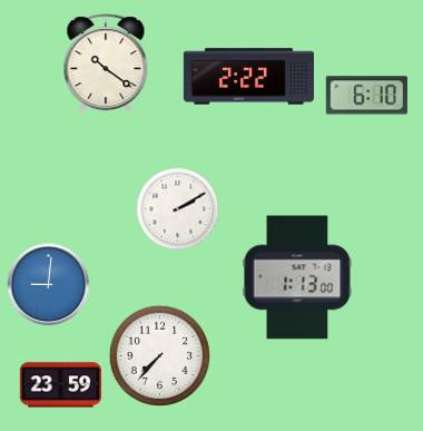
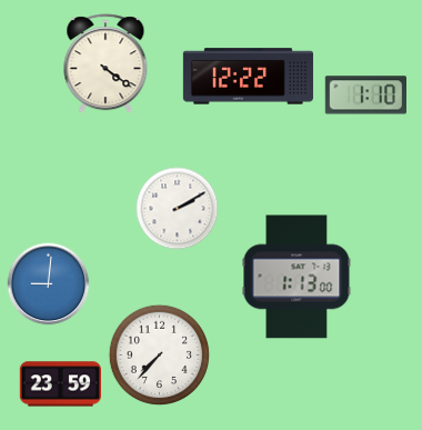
clock at (106, 65): 10:21 -> 4:21
clock at (248, 77): 2:22 -> 12:22
clock at (366, 96): 6:10 -> 1:10
